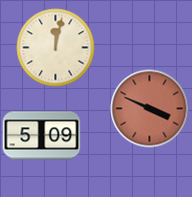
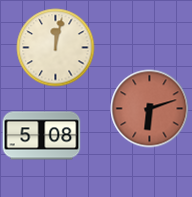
clock at (149, 108): 3:49 -> 6:12
clock at (41, 136): 5:09 -> 5:08
